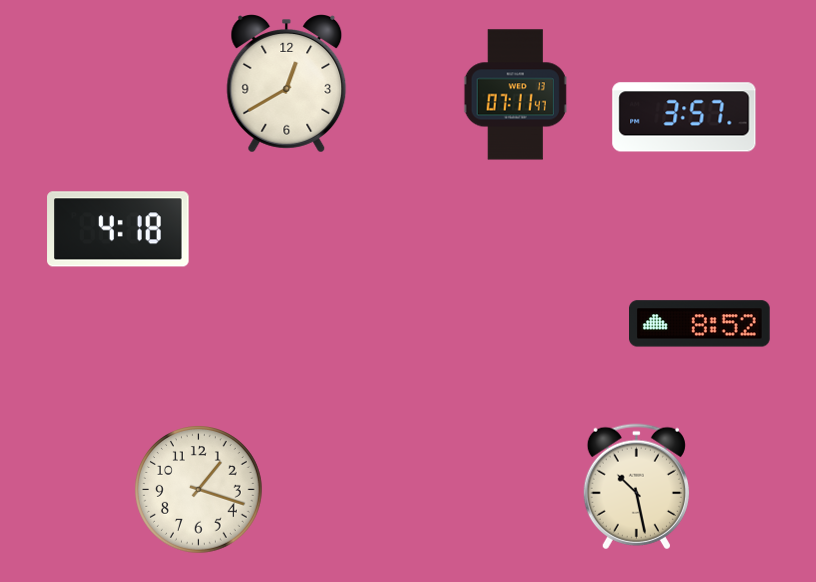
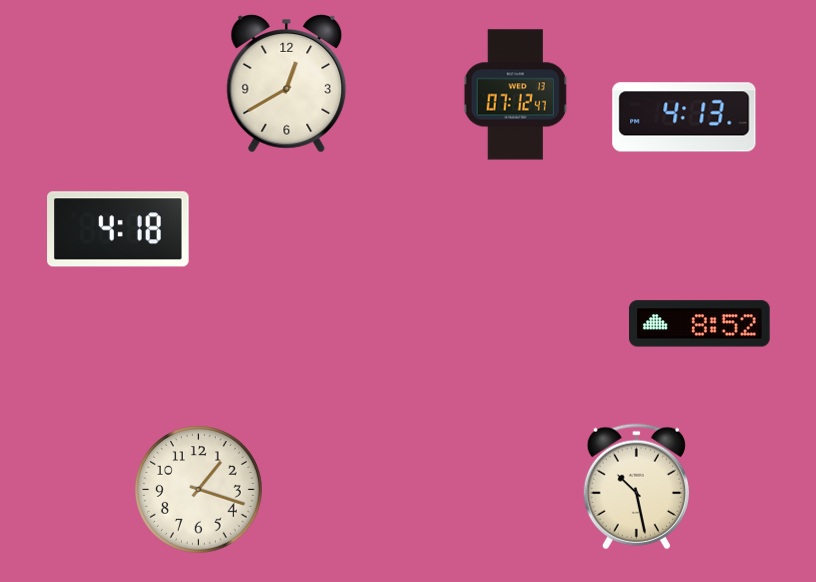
clock at (516, 95): 07:11 -> 07:12
clock at (684, 117): 3:57 -> 4:13
